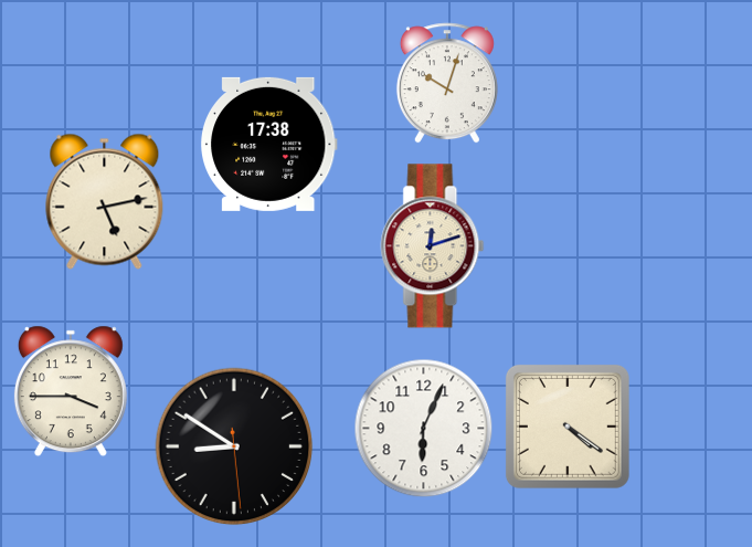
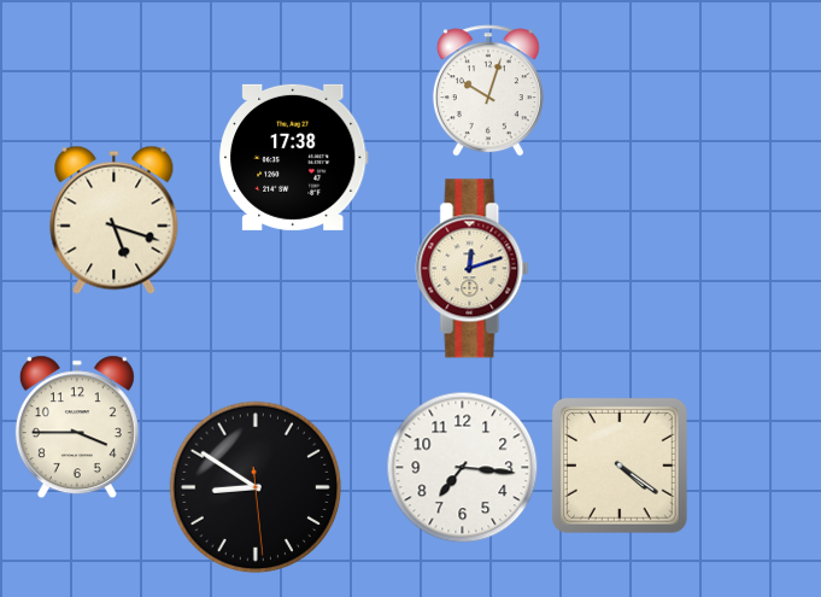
clock at (105, 201): 5:13 -> 5:18
clock at (424, 429): 6:04 -> 7:16
